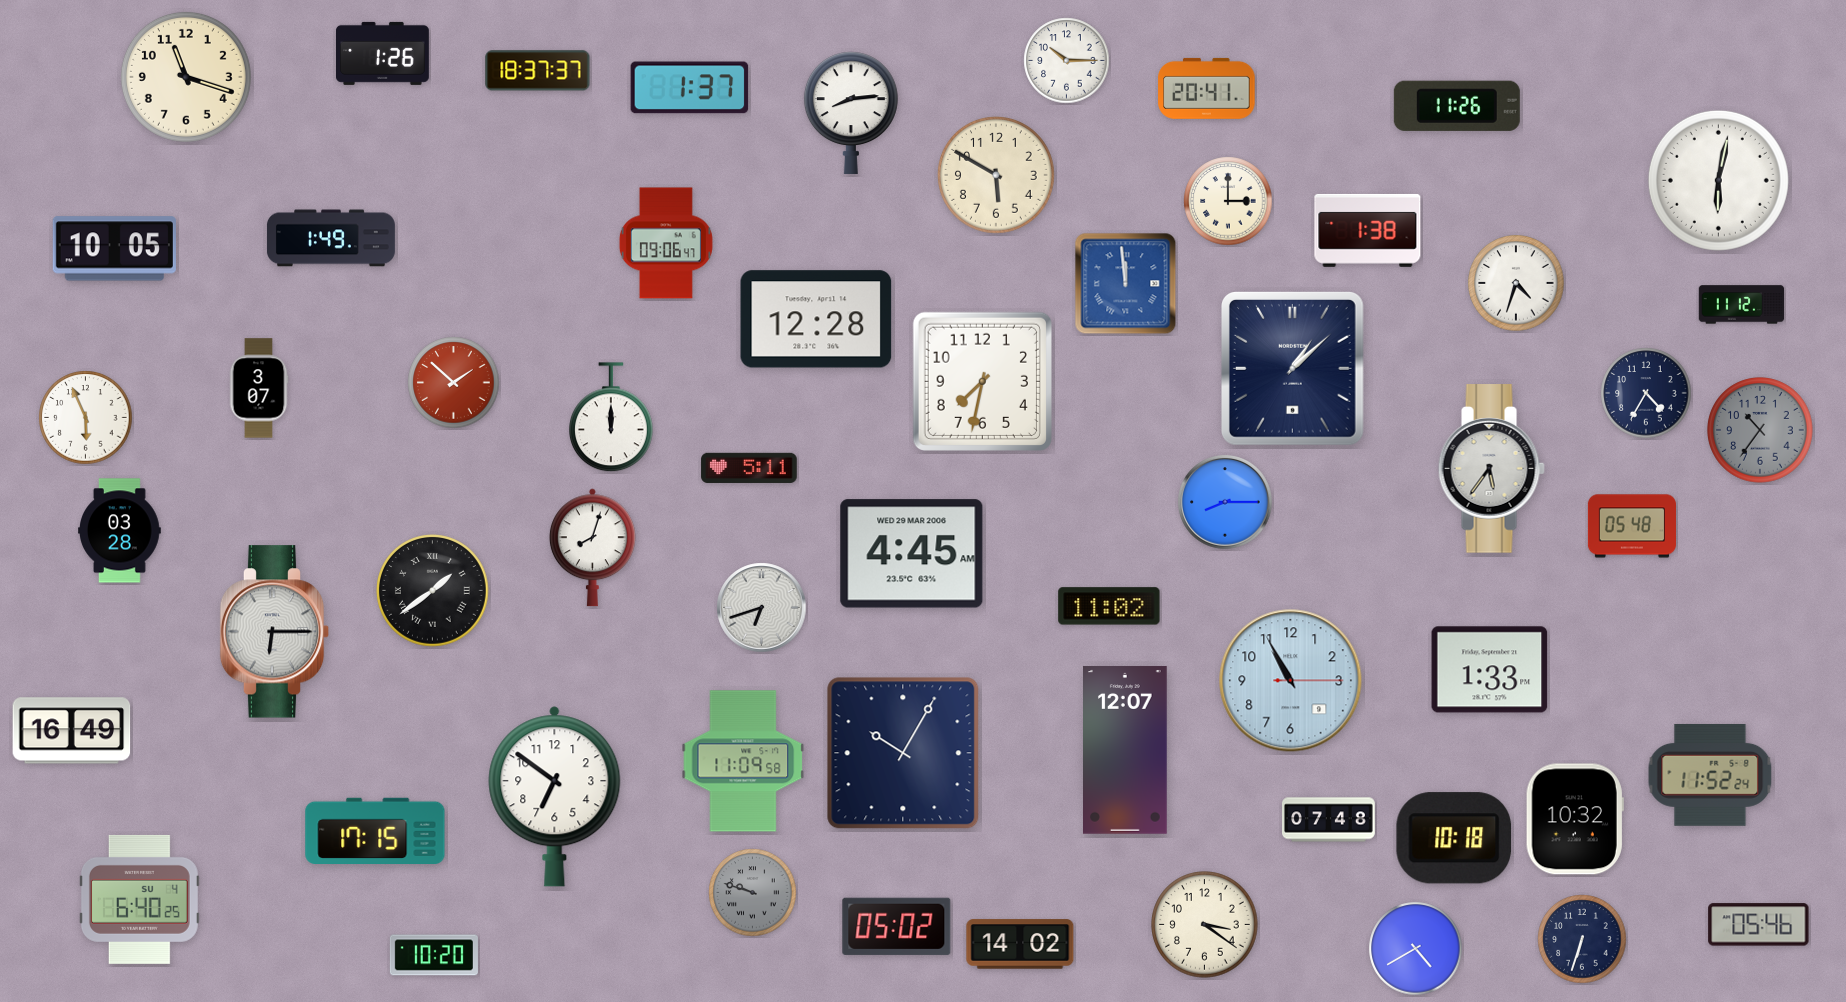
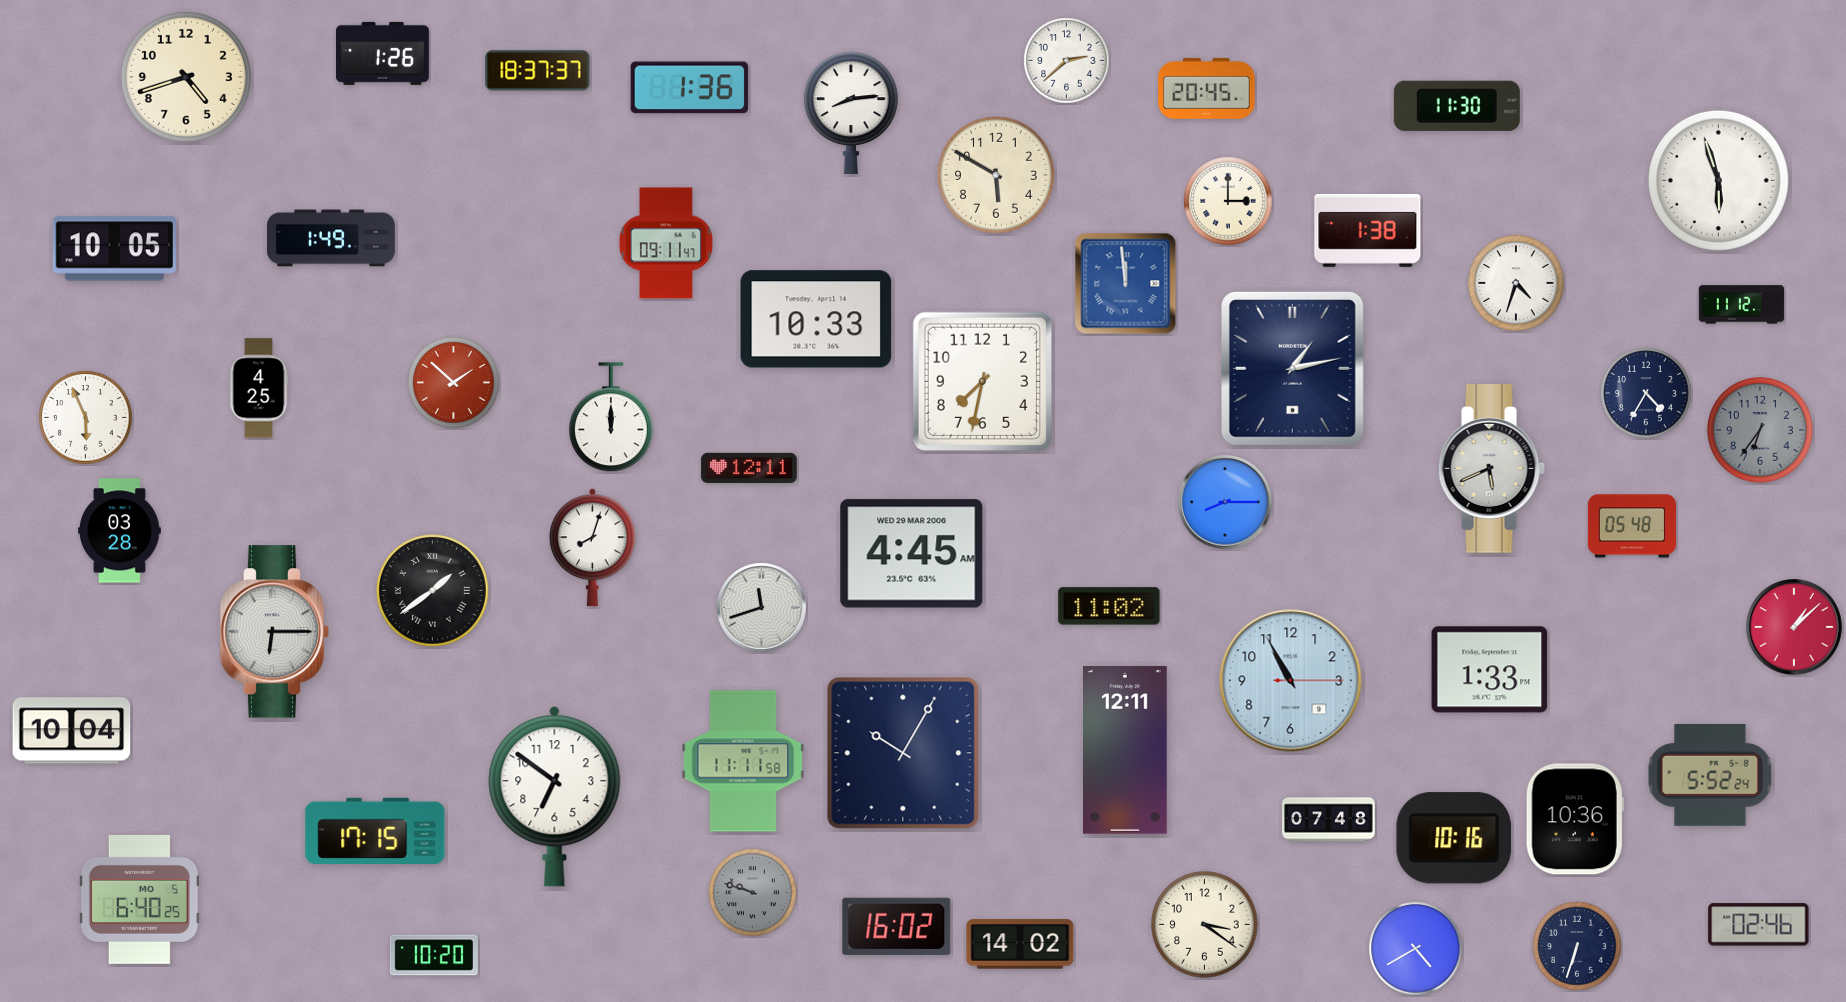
clock at (1067, 61): 10:15 -> 2:38
clock at (186, 77): 11:18 -> 4:42
clock at (690, 88): 1:37 -> 1:36
clock at (1207, 88): 20:41 -> 20:45
clock at (1457, 106): 11:26 -> 11:30
clock at (1718, 180): 6:02 -> 5:57
clock at (666, 243): 09:06 -> 09:11
clock at (816, 319): 12:28 -> 10:33
clock at (1292, 369): 1:08 -> 1:13
clock at (259, 388): 3:07 -> 4:25
clock at (1760, 430): 10:36 -> 6:36
clock at (749, 468): 5:11 -> 12:11
clock at (1491, 469): 5:36 -> 5:41
clock at (762, 608): 6:42 -> 11:42
clock at (1795, 628): none -> 1:08
clock at (72, 731): 16:49 -> 10:04
clock at (1126, 750): 12:07 -> 12:11
clock at (743, 761): 11:09 -> 11:11
clock at (1710, 775): 11:52 -> 5:52
clock at (1575, 819): 10:32 -> 10:36
clock at (1454, 838): 10:18 -> 10:16
clock at (139, 899) date: SU 4 -> MO 5
clock at (1759, 925): 05:46 -> 02:46
clock at (897, 926): 05:02 -> 16:02
clock at (1582, 939) position: (1582, 939) -> (1577, 946)
